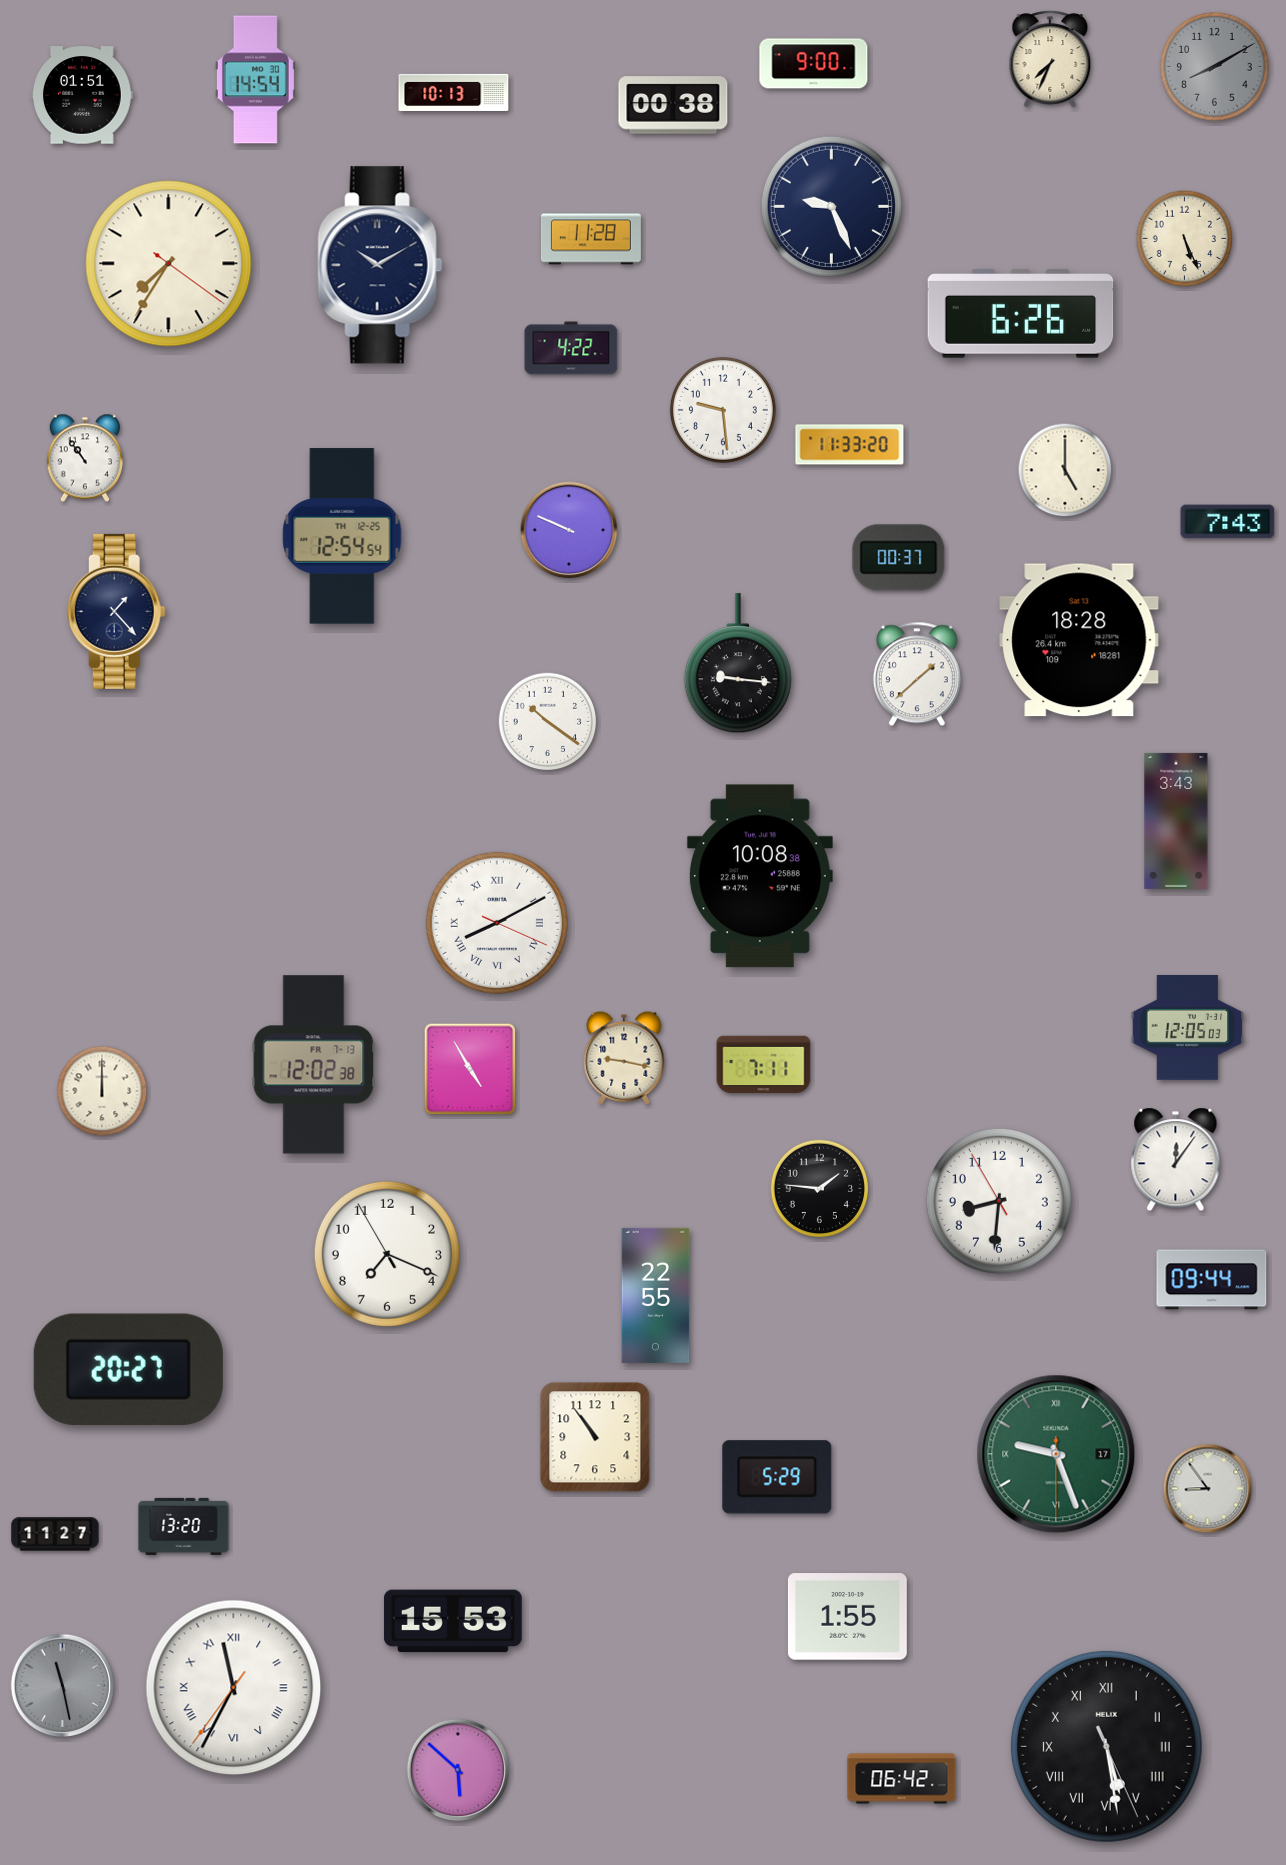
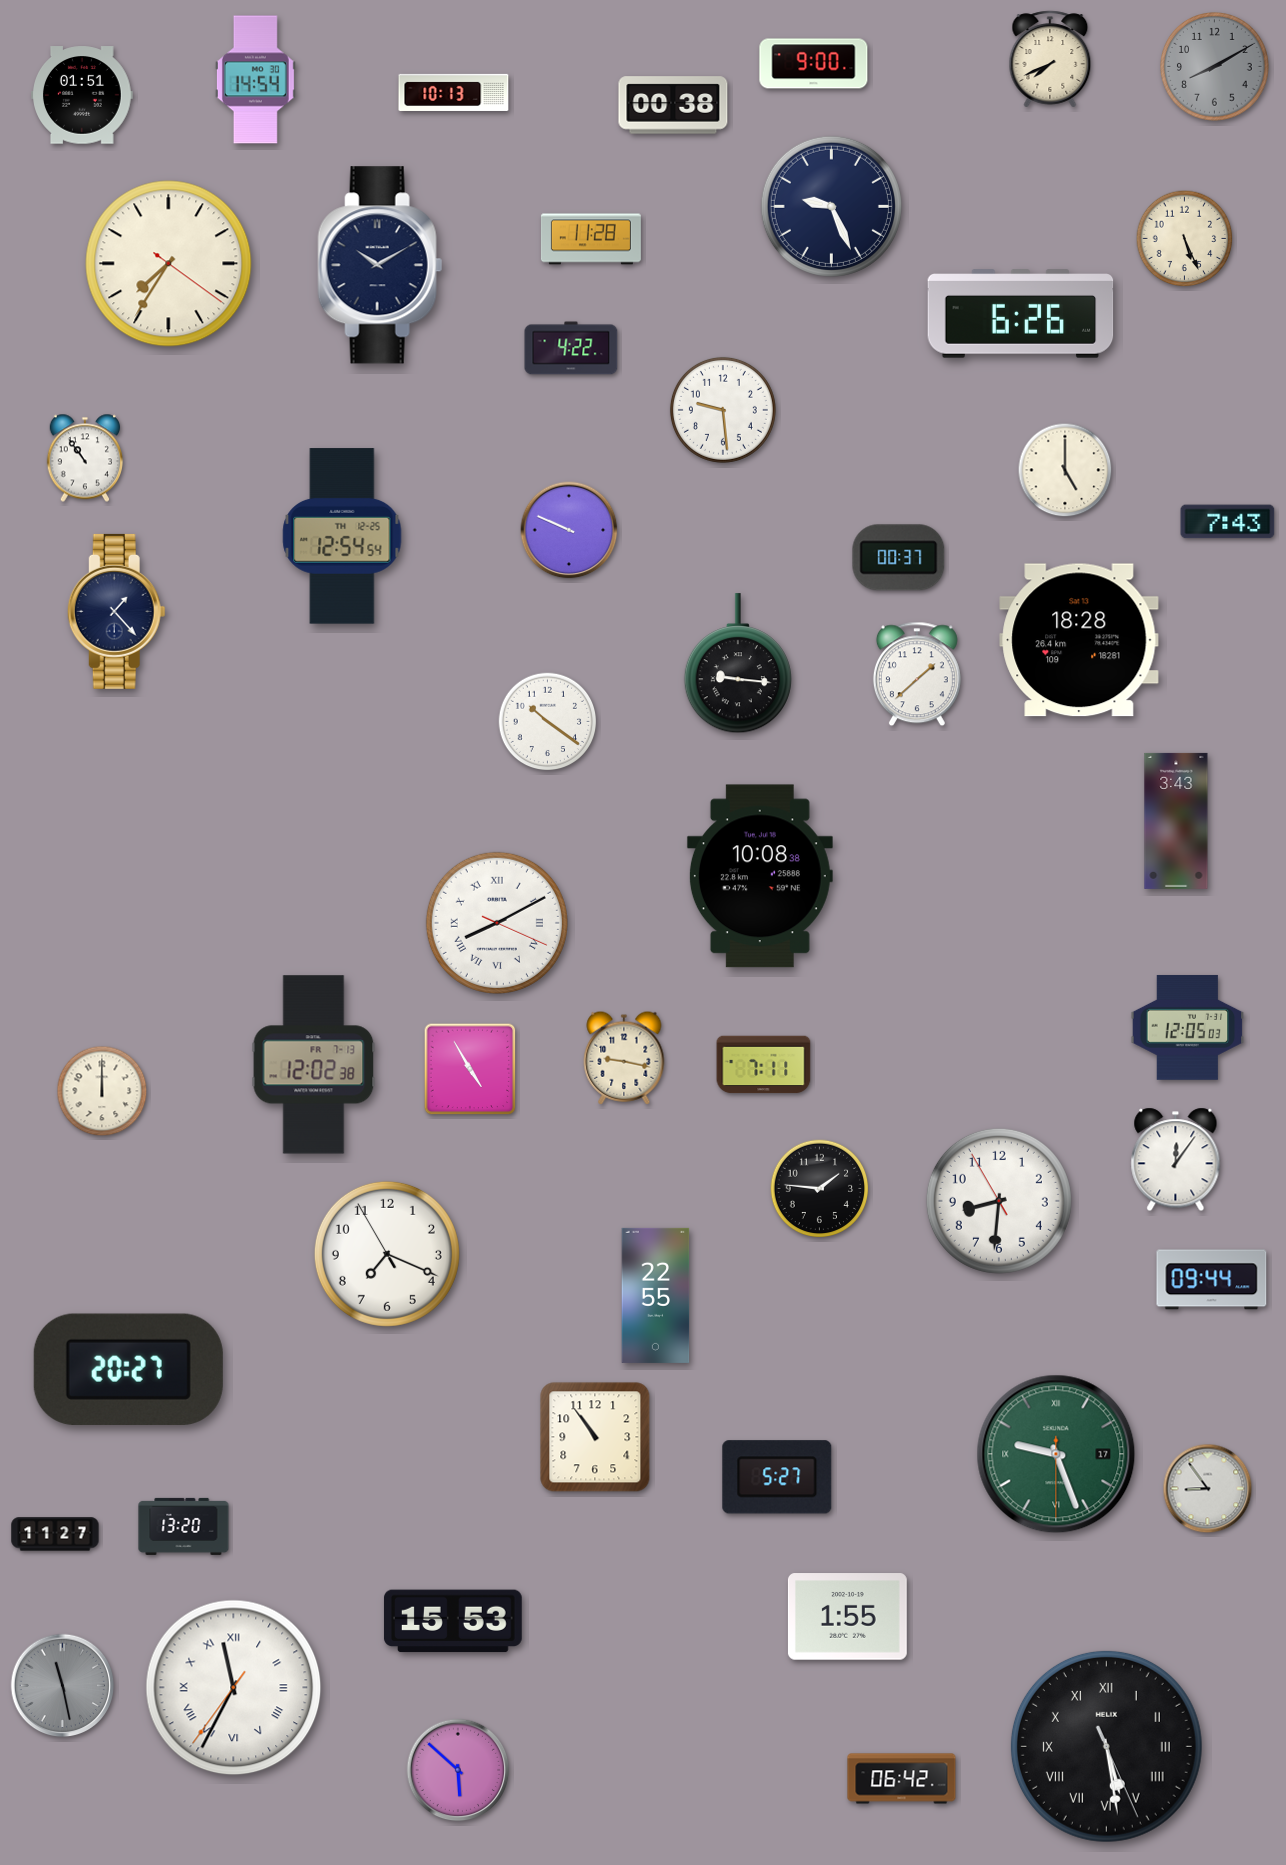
clock at (1050, 59): 7:34 -> 7:41
clock at (850, 445): 11:33 -> none
clock at (777, 1477): 5:29 -> 5:27
